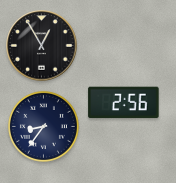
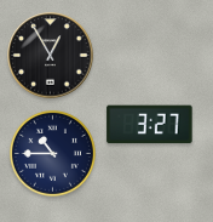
clock at (124, 103): 2:56 -> 3:27
clock at (43, 126): 8:36 -> 10:45
